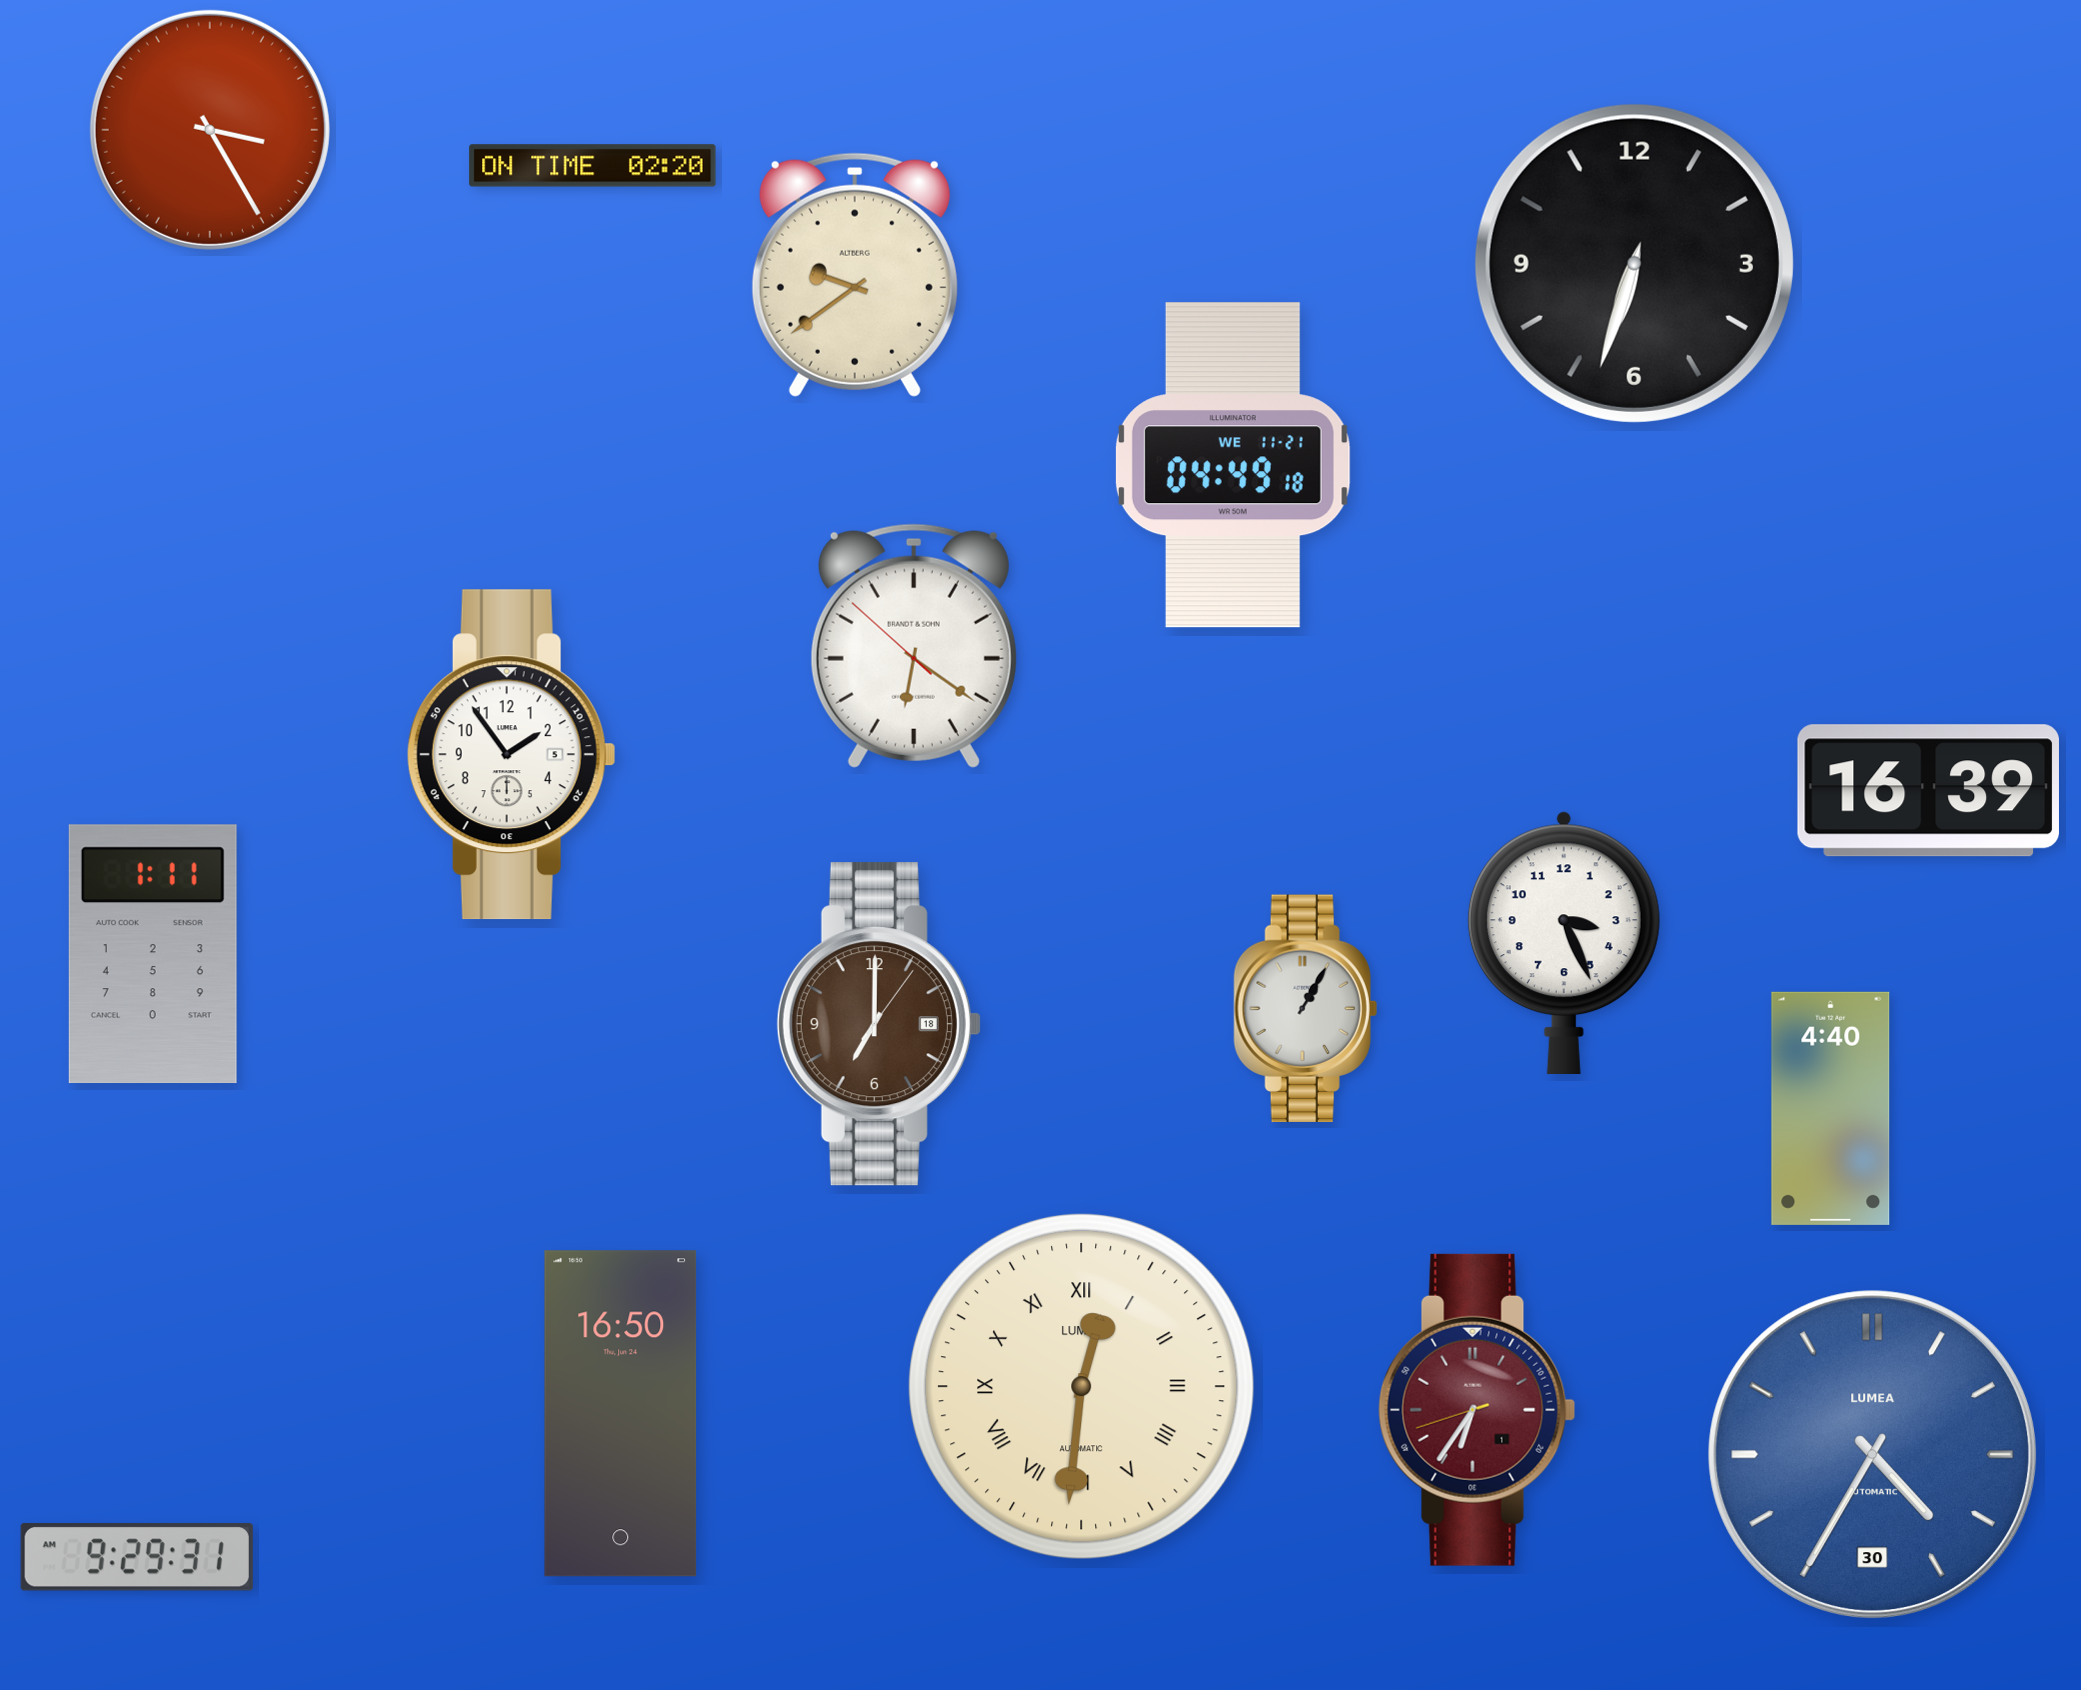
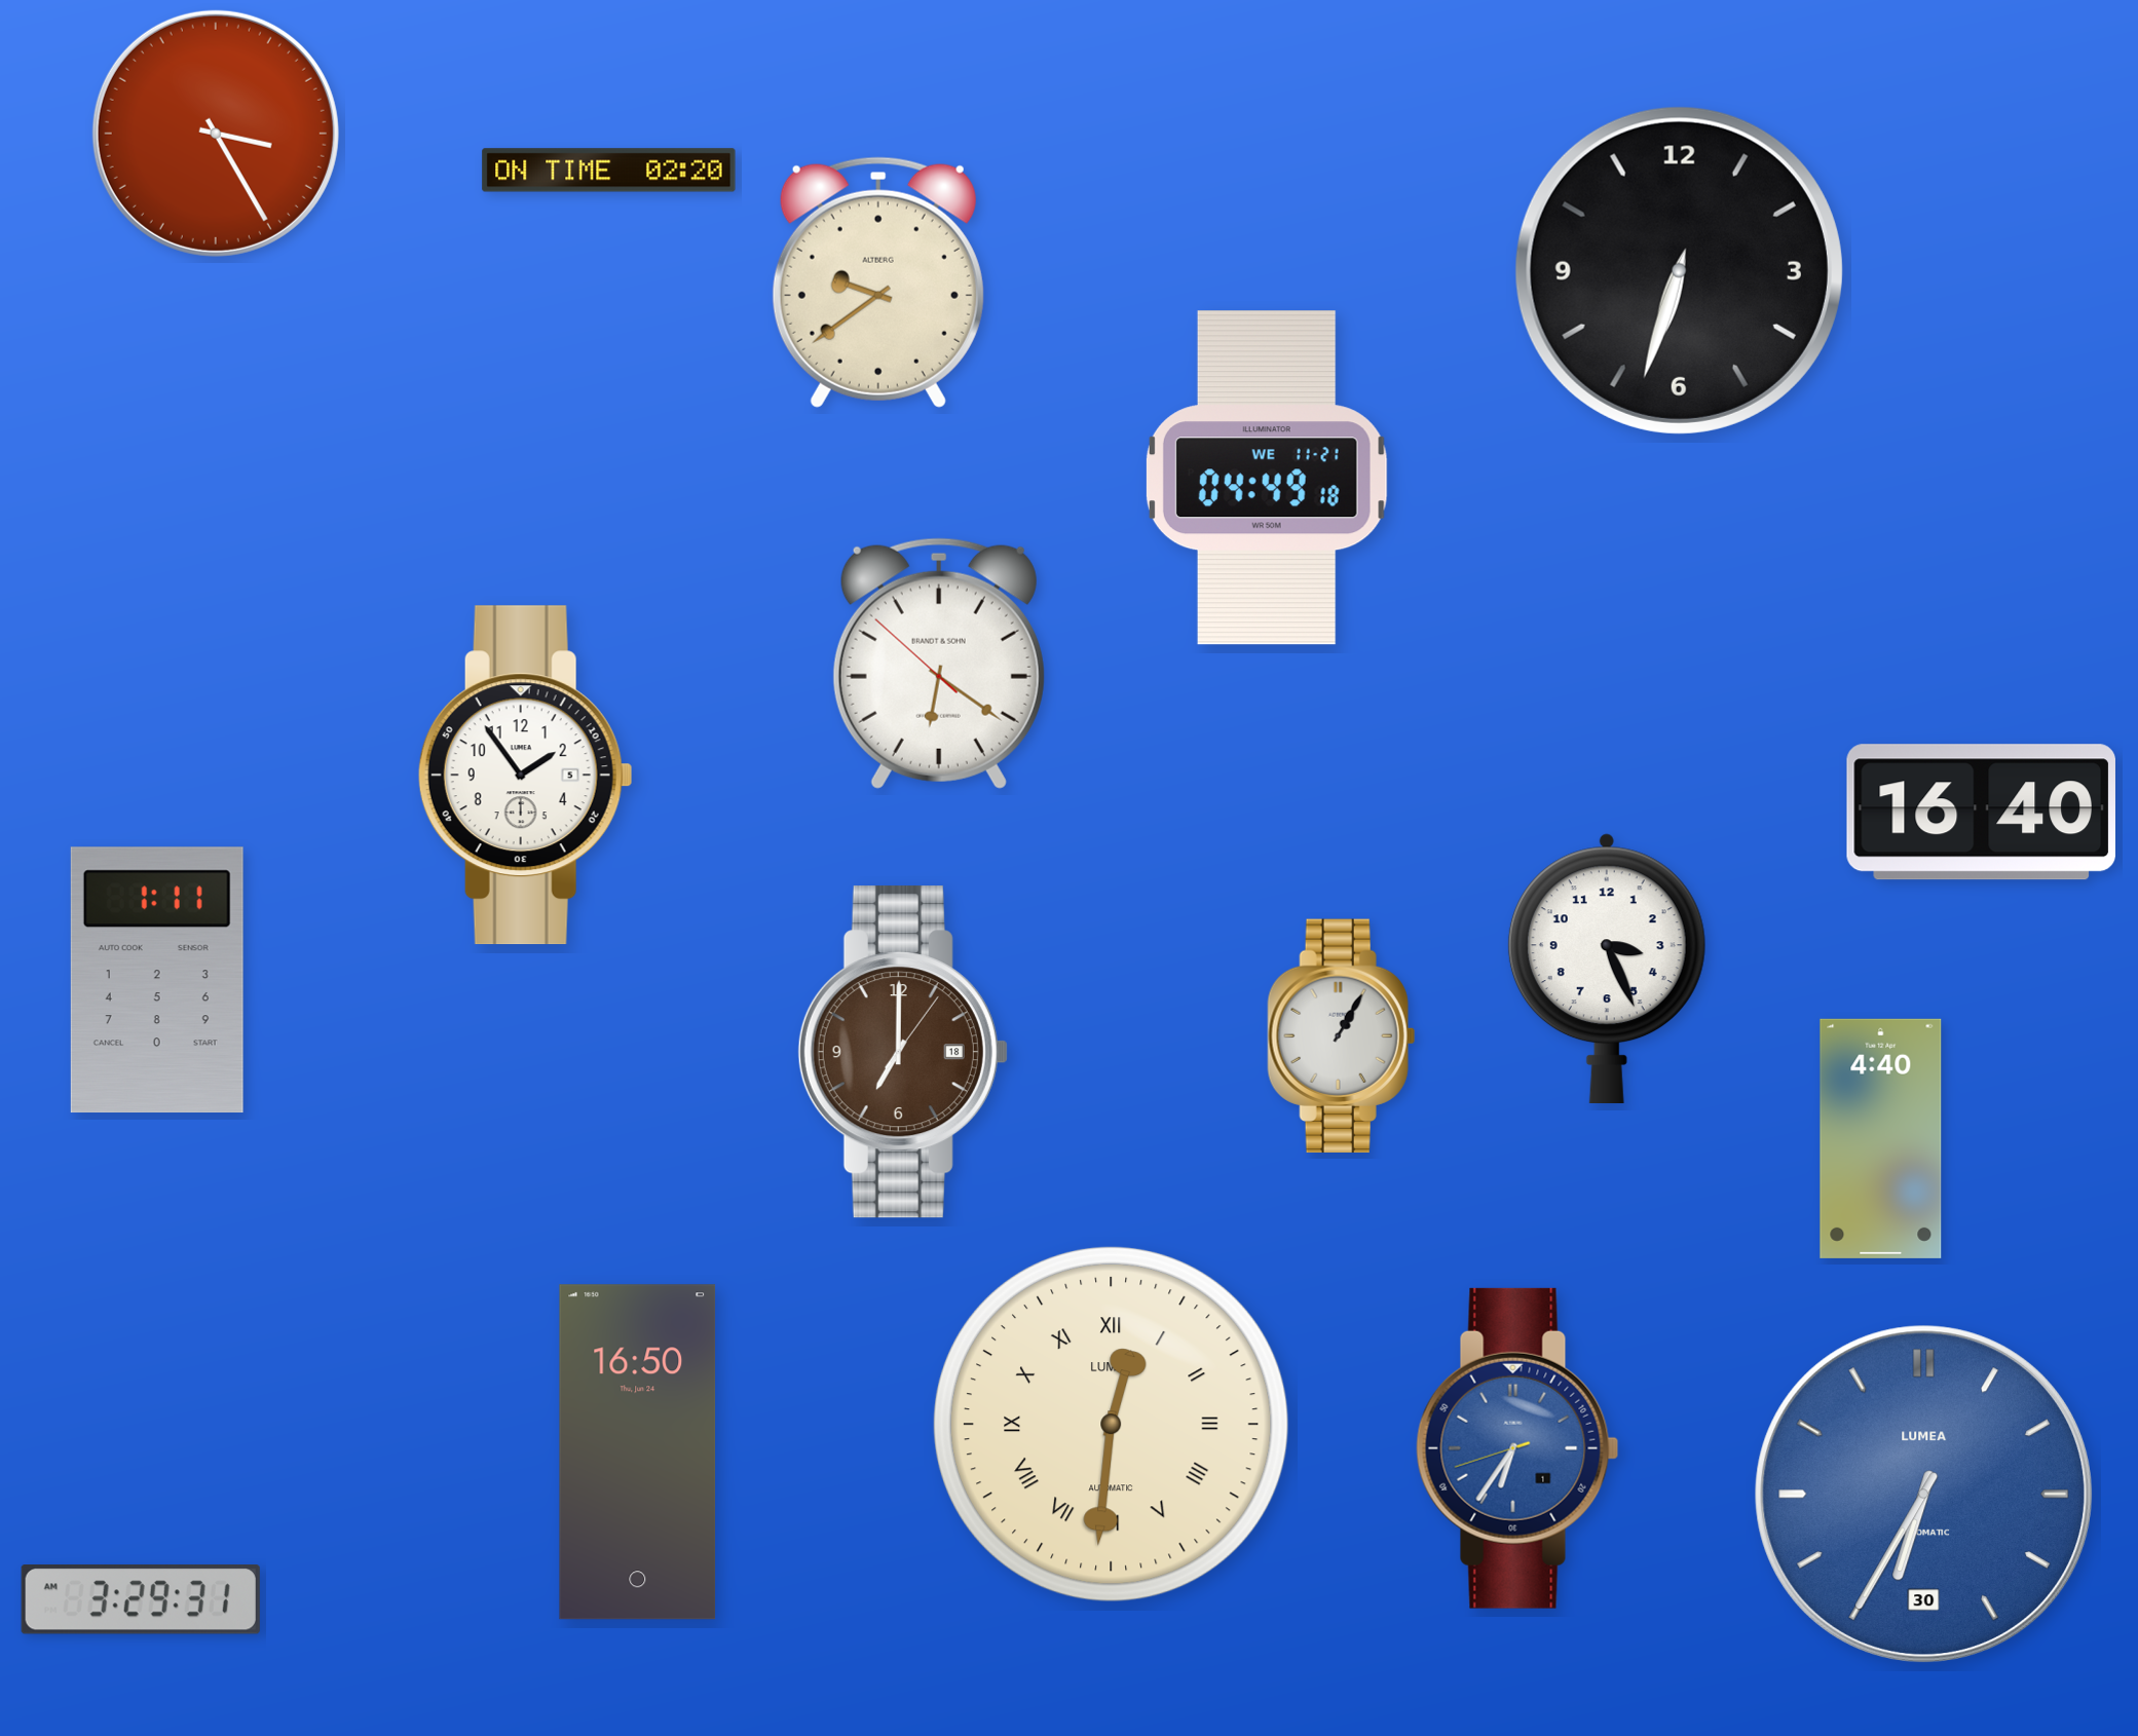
clock at (1928, 791): 16:39 -> 16:40
clock at (1477, 1410) dial: burgundy -> blue
clock at (1872, 1454): 4:35 -> 6:35
clock at (137, 1558): 9:29 -> 3:29
